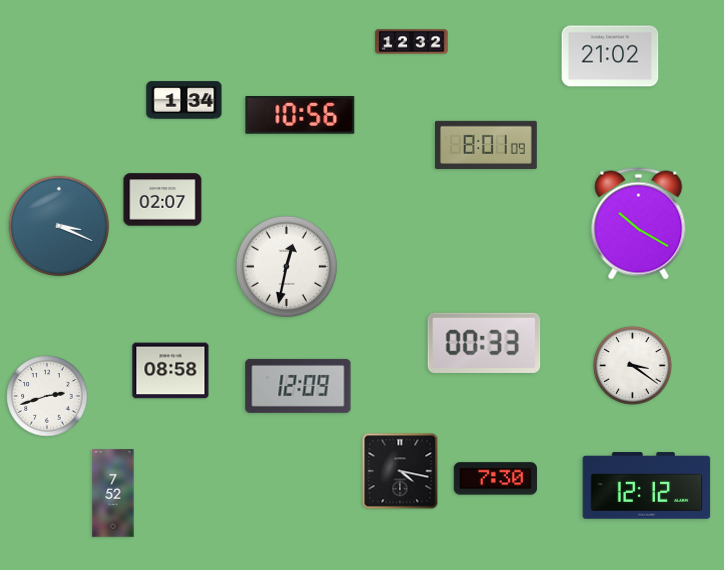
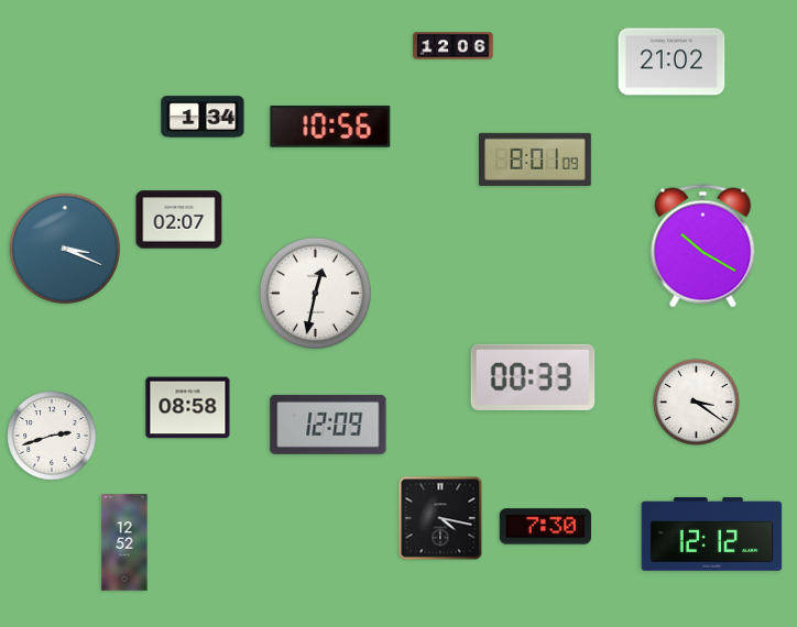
clock at (412, 42): 12:32 -> 12:06
clock at (184, 100) position: (184, 100) -> (203, 117)
clock at (113, 493): 7:52 -> 12:52
